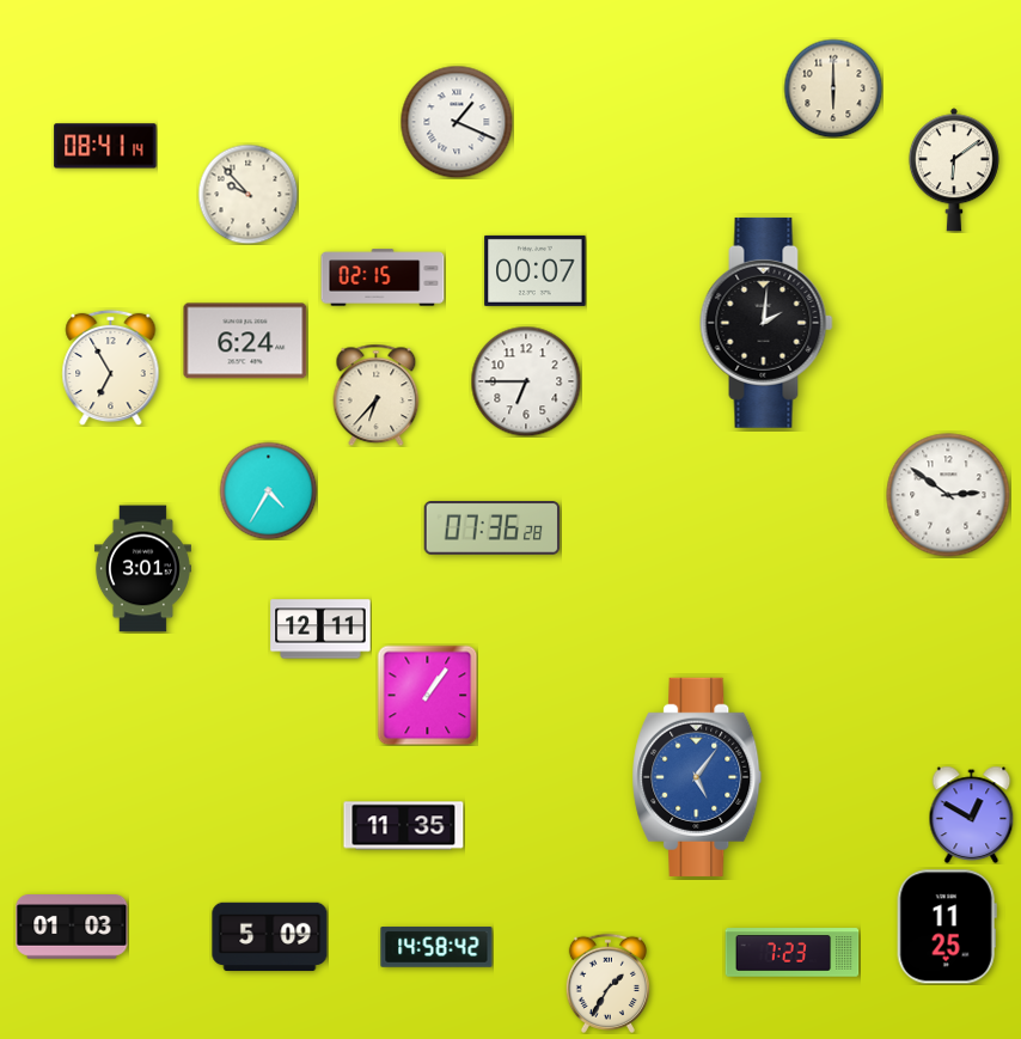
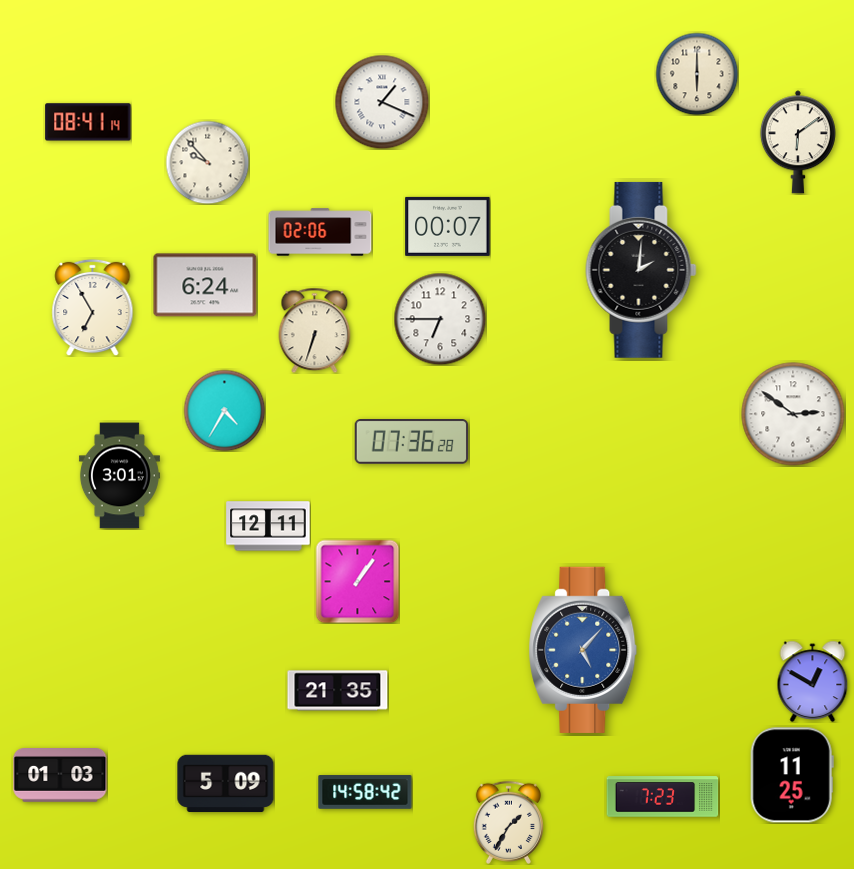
clock at (383, 277): 02:15 -> 02:06
clock at (377, 395): 6:37 -> 6:33
clock at (697, 777): 5:06 -> 5:07
clock at (404, 826): 11:35 -> 21:35
